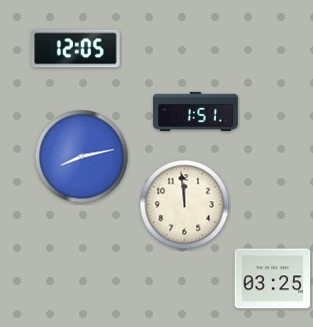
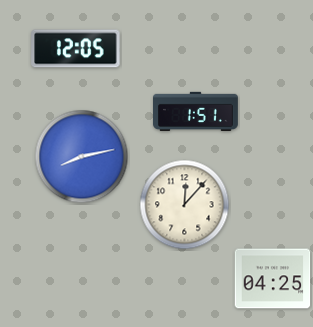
clock at (185, 205): 11:59 -> 12:07
clock at (273, 279): 03:25 -> 04:25
